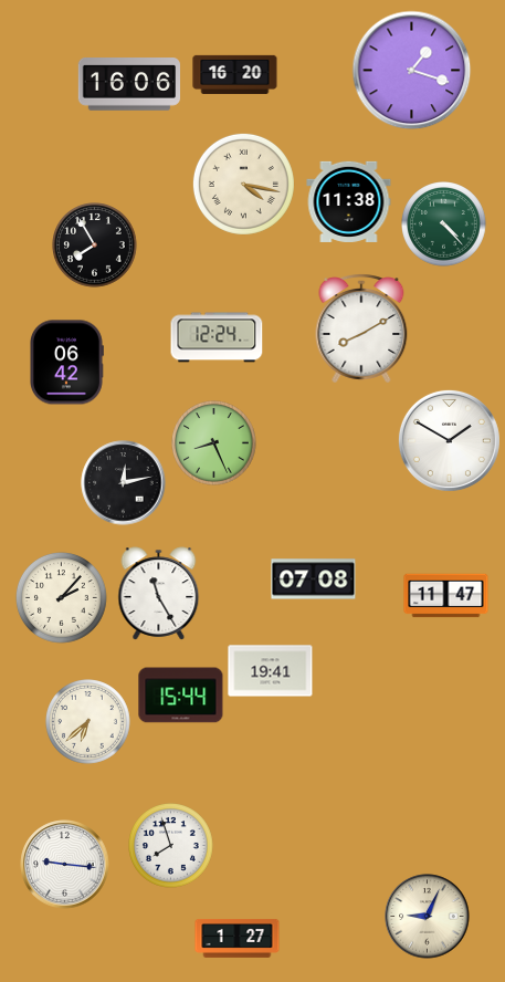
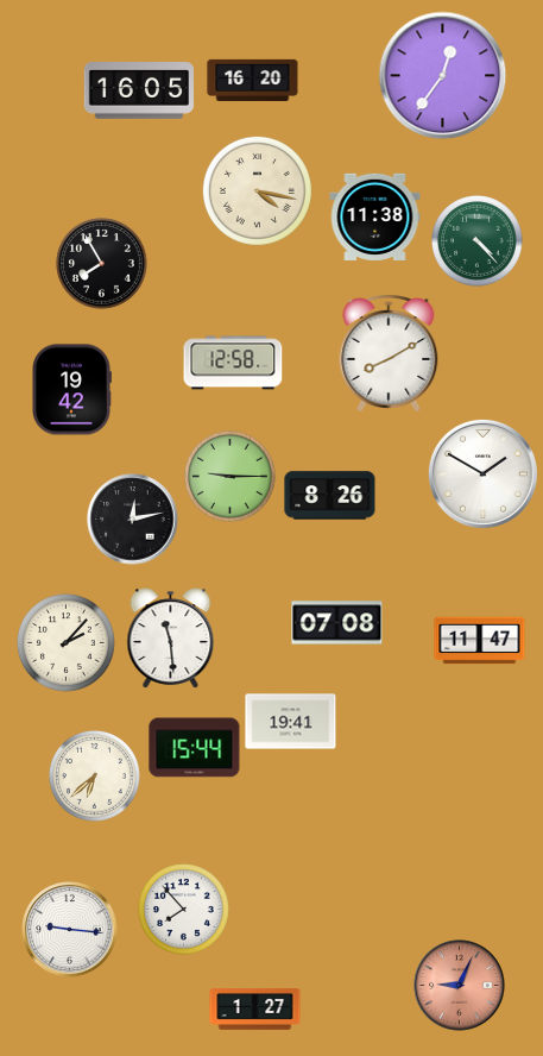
clock at (412, 71): 1:18 -> 12:36
clock at (128, 85): 16:06 -> 16:05
clock at (243, 184) position: (243, 184) -> (257, 190)
clock at (217, 337): 12:24 -> 12:58
clock at (67, 363): 06:42 -> 19:42
clock at (214, 443): 8:26 -> 9:15
clock at (330, 496): none -> 8:26
clock at (159, 594): 11:25 -> 11:29
clock at (171, 846): 7:57 -> 7:53
clock at (428, 917) dial: cream -> salmon
